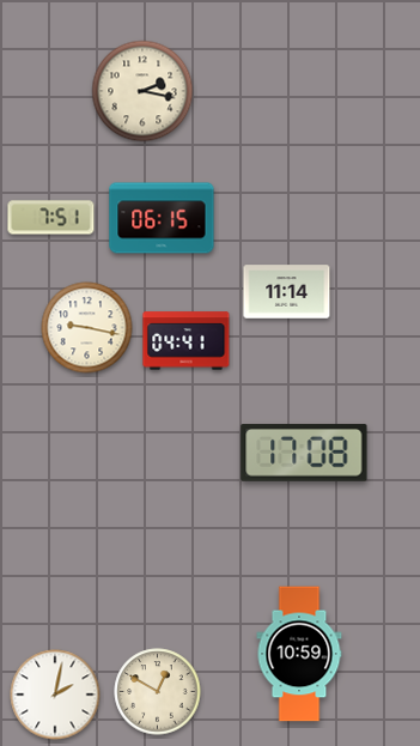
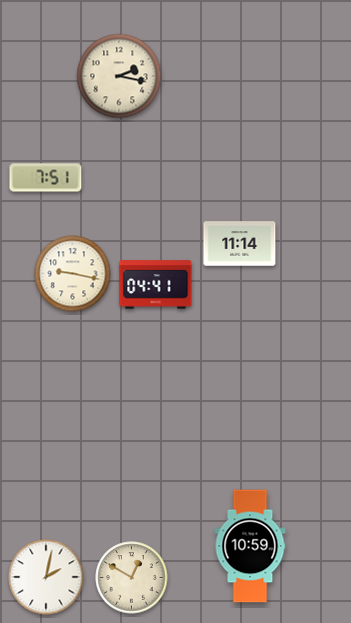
clock at (51, 218) position: (51, 218) -> (46, 178)
clock at (162, 218): 06:15 -> none
clock at (304, 453): 17:08 -> none
clock at (55, 695) position: (55, 695) -> (46, 577)
